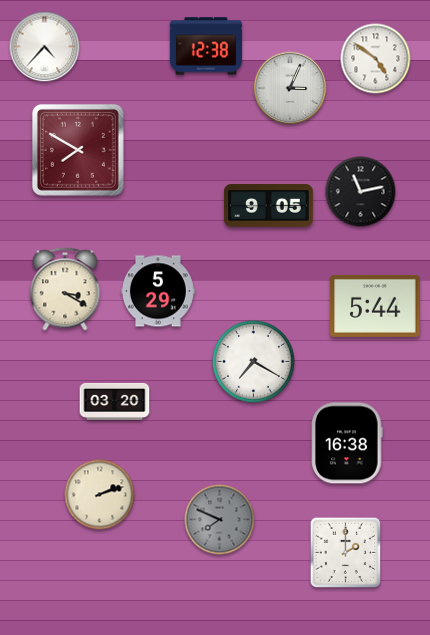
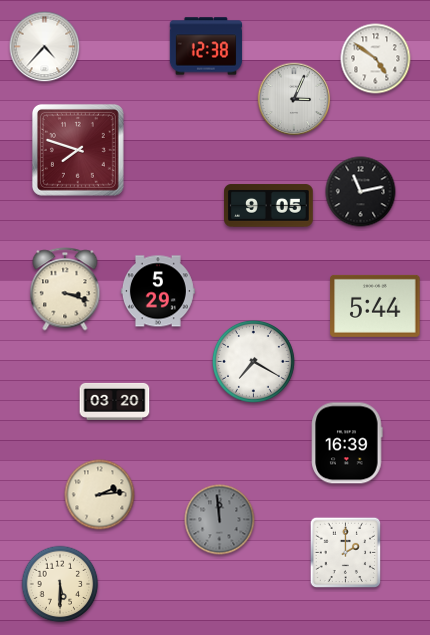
clock at (290, 88) position: (290, 88) -> (294, 99)
clock at (78, 150): 7:50 -> 7:48
clock at (65, 289): 3:20 -> 3:18
clock at (347, 443): 16:38 -> 16:39
clock at (100, 495): 2:12 -> 2:14
clock at (220, 520): 7:49 -> 11:59
clock at (60, 584): none -> 5:30
